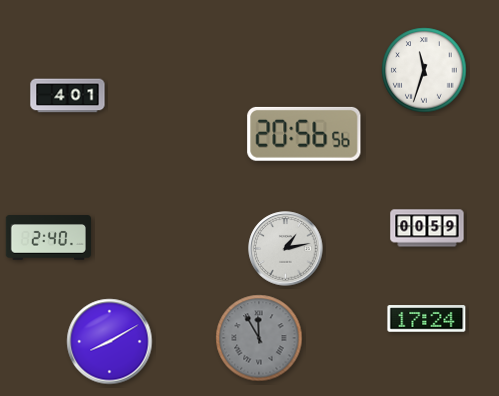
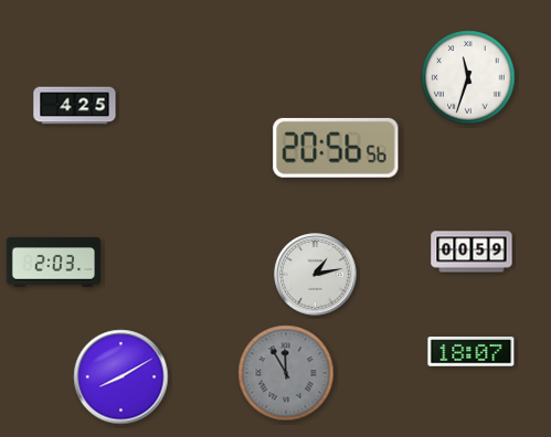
clock at (68, 96): 4:01 -> 4:25
clock at (48, 238): 2:40 -> 2:03
clock at (427, 319): 17:24 -> 18:07
